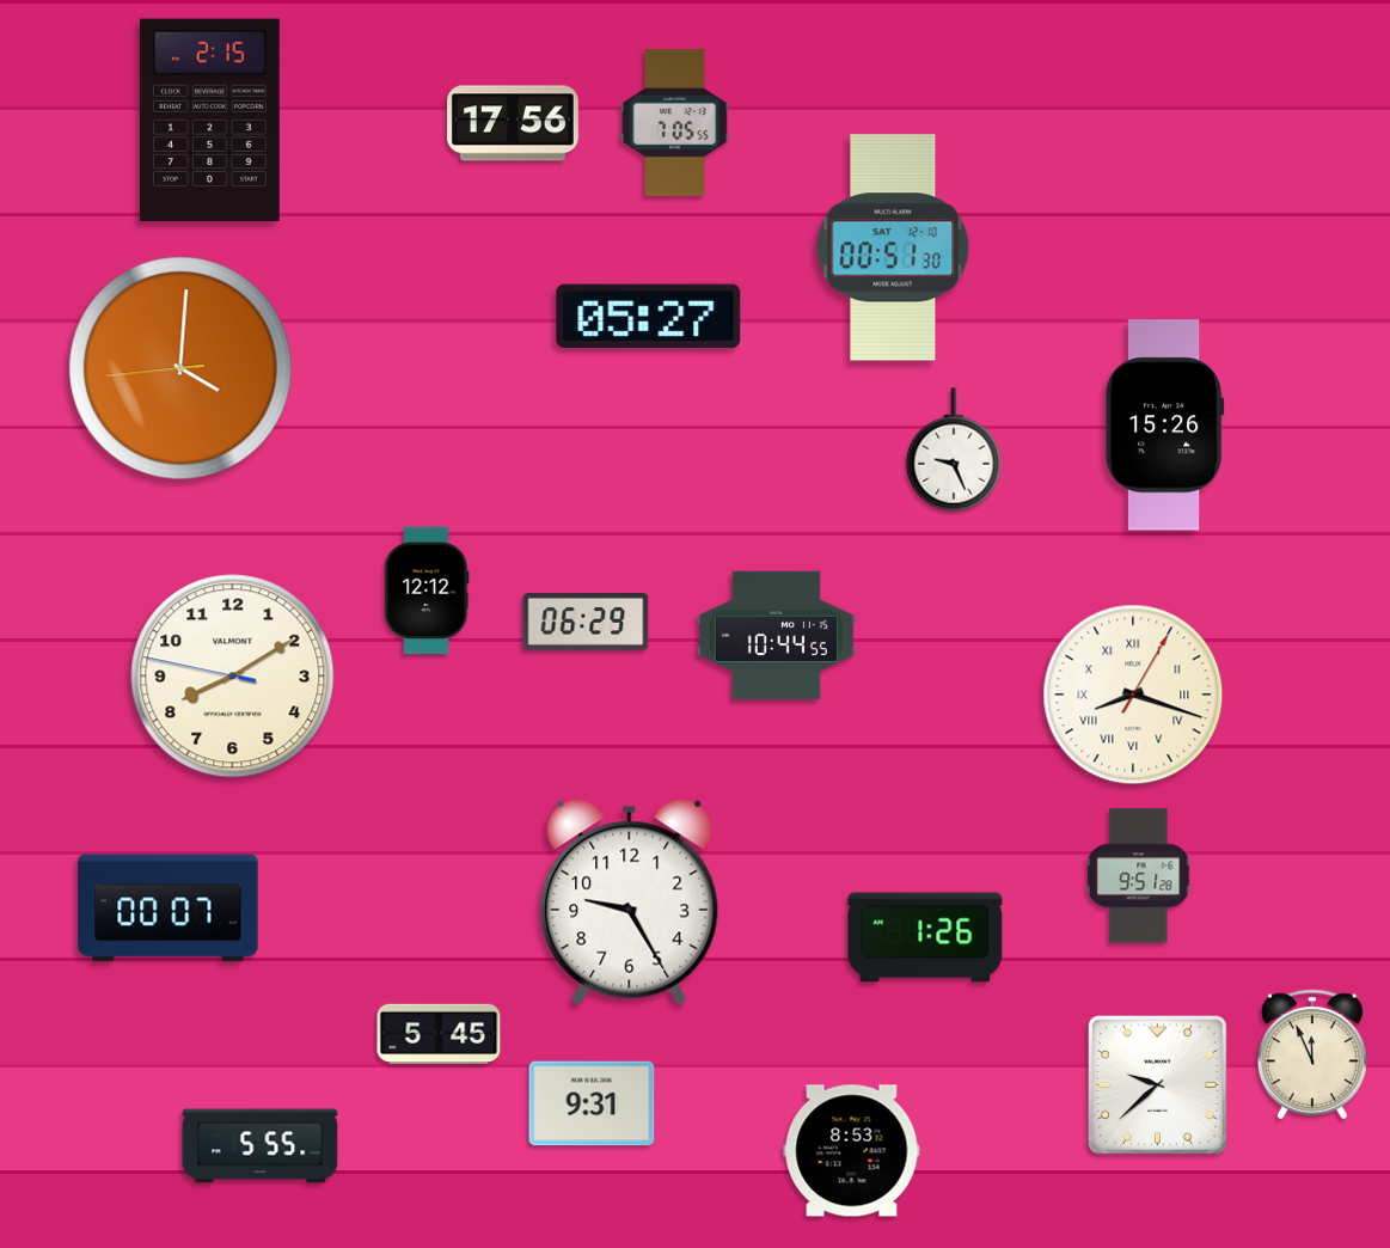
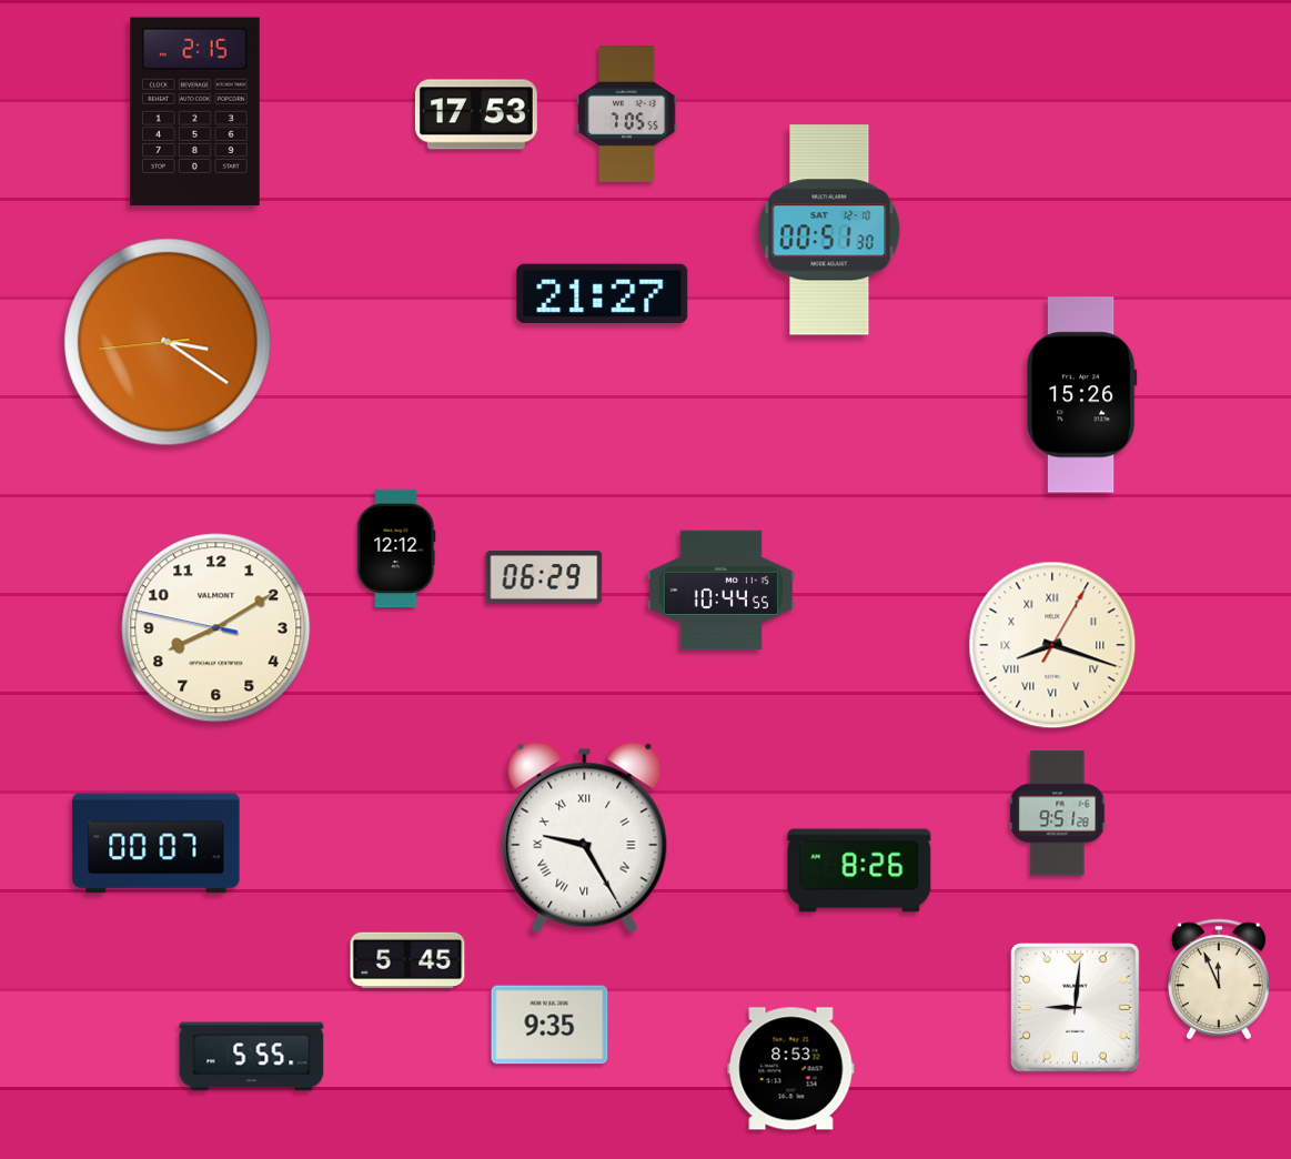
clock at (513, 123): 17:56 -> 17:53
clock at (649, 316): 05:27 -> 21:27
clock at (180, 368): 4:00 -> 3:20
clock at (954, 449): 9:26 -> none
clock at (630, 903) numerals: Arabic -> Roman
clock at (925, 937): 1:26 -> 8:26
clock at (1158, 1085): 9:38 -> 9:01
clock at (592, 1103): 9:31 -> 9:35
clock at (261, 1146) position: (261, 1146) -> (252, 1057)
